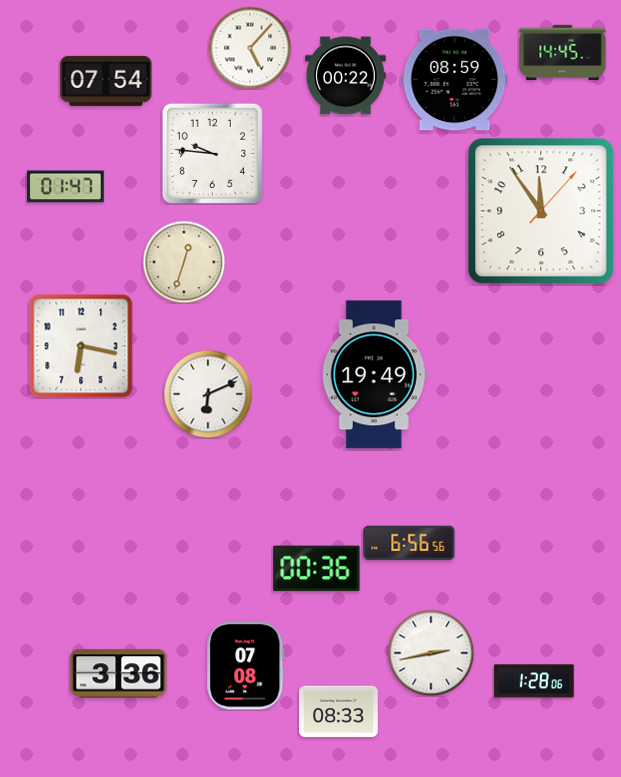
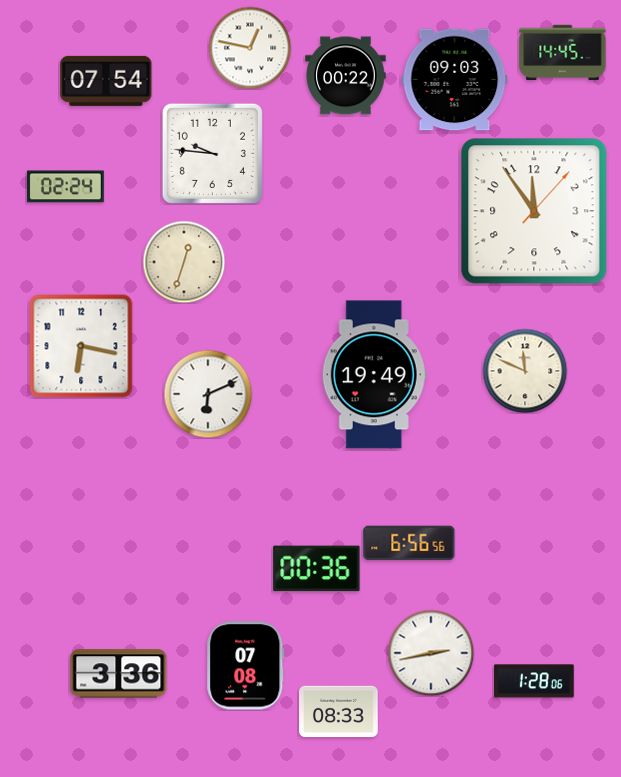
clock at (250, 48): 5:07 -> 12:47
clock at (455, 80): 08:59 -> 09:03
clock at (65, 187): 01:47 -> 02:24
clock at (541, 211) position: (541, 211) -> (534, 211)
clock at (525, 371): none -> 11:49
